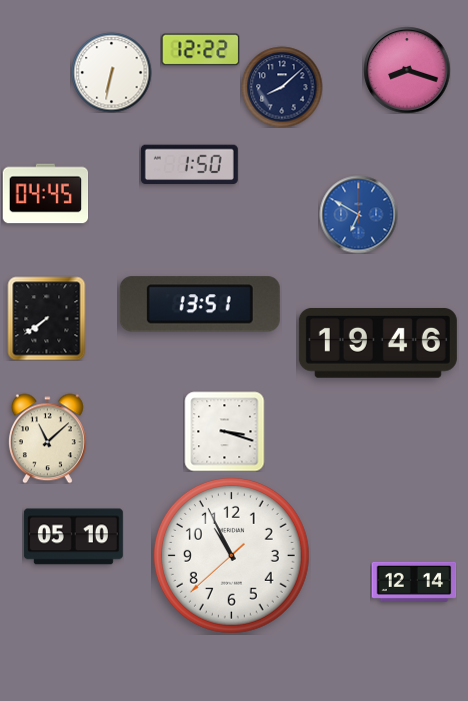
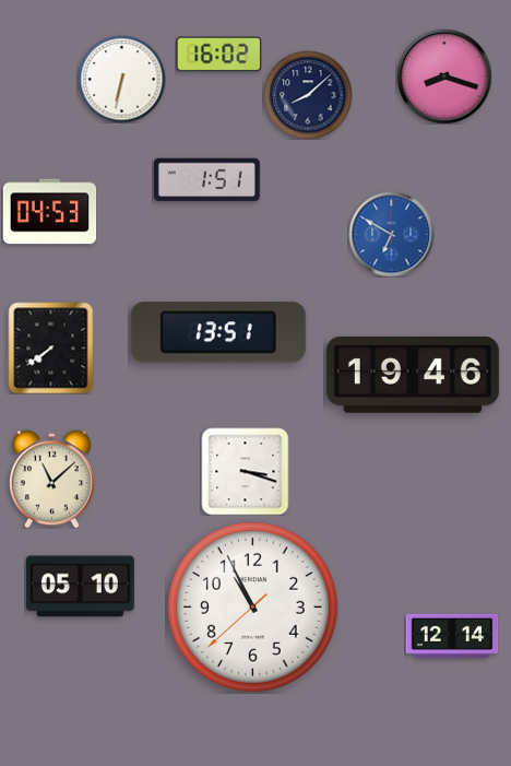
clock at (200, 50): 12:22 -> 16:02
clock at (189, 165): 1:50 -> 1:51
clock at (45, 194): 04:45 -> 04:53
